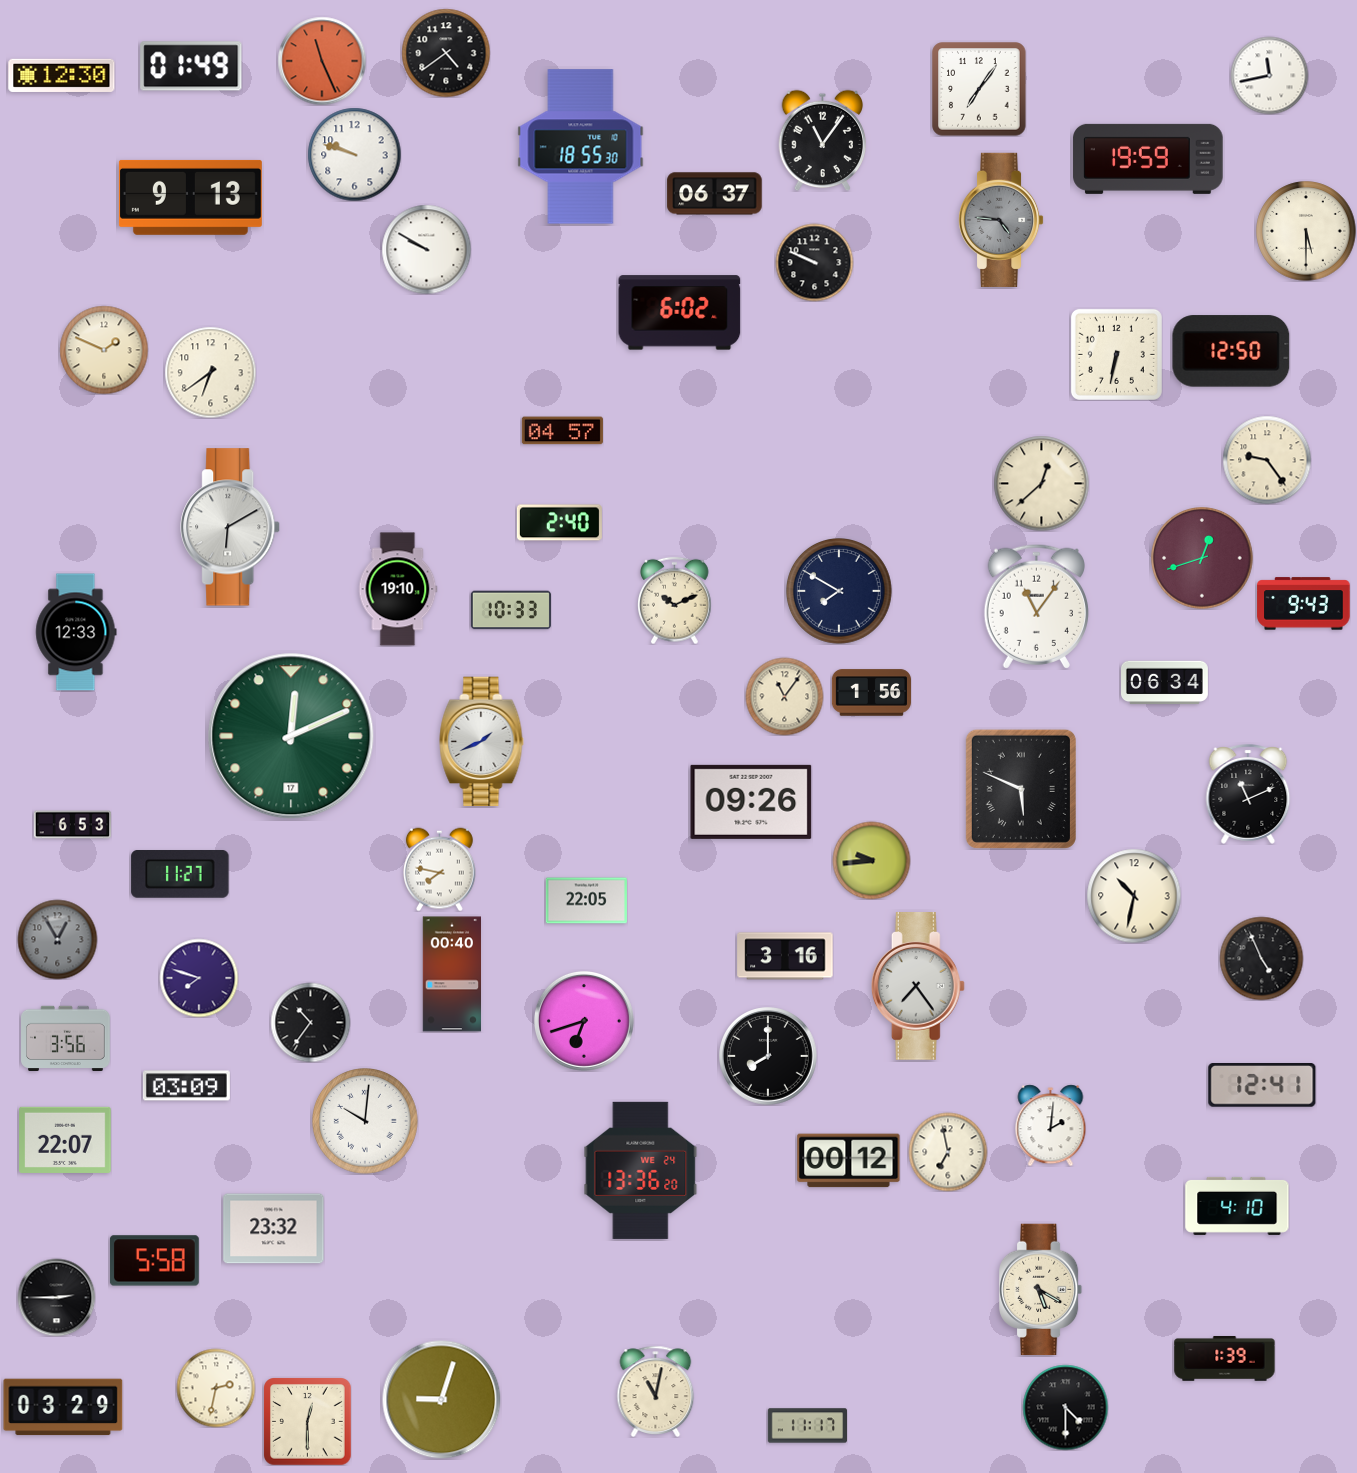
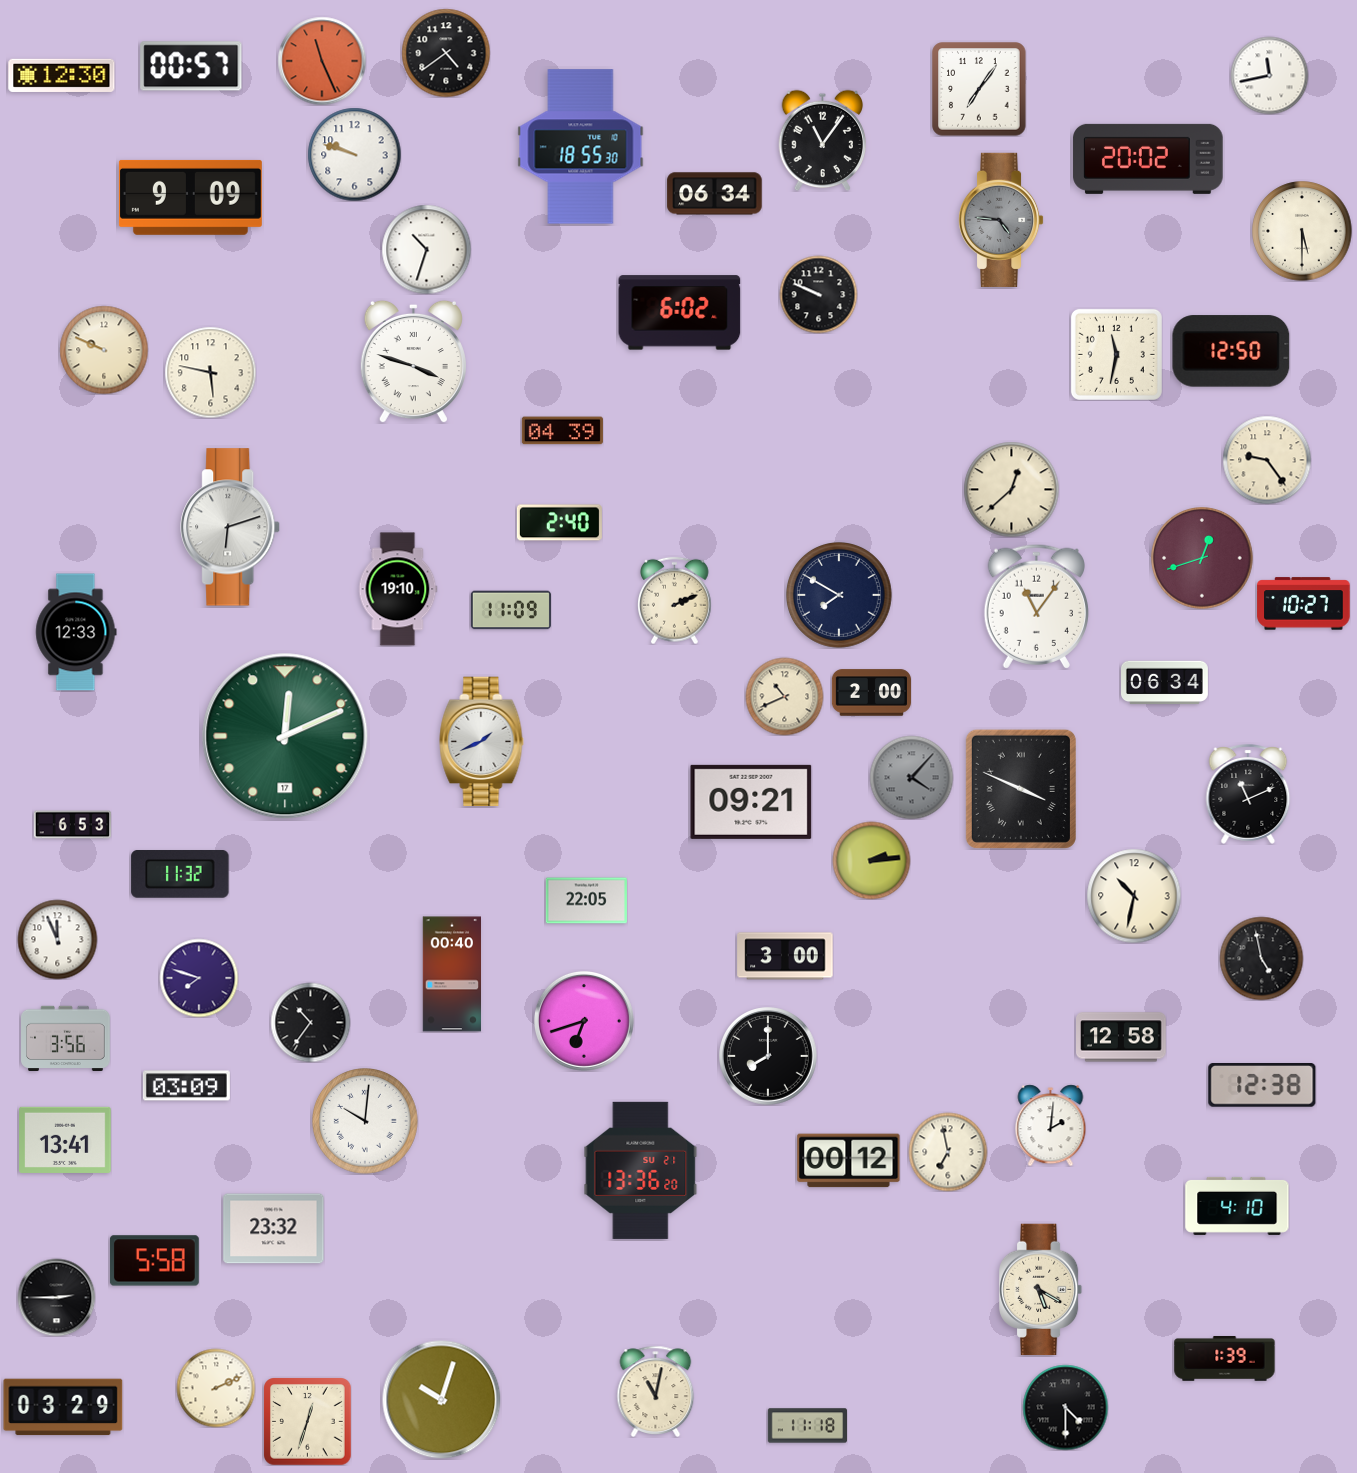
clock at (191, 66): 01:49 -> 00:57
clock at (1148, 159): 19:59 -> 20:02
clock at (715, 194): 06:37 -> 06:34
clock at (190, 197): 9:13 -> 9:09
clock at (1306, 231) position: (1306, 231) -> (1302, 231)
clock at (426, 249): 9:50 -> 10:33
clock at (814, 262) position: (814, 262) -> (818, 294)
clock at (104, 350): 1:49 -> 9:49
clock at (1116, 354): 6:32 -> 11:32
clock at (413, 361): none -> 3:48
clock at (210, 372): 6:39 -> 5:47
clock at (562, 431): 04:57 -> 04:39
clock at (1041, 483) position: (1041, 483) -> (1011, 489)
clock at (231, 527): 6:10 -> 6:12
clock at (840, 592) position: (840, 592) -> (840, 596)
clock at (675, 600): 10:11 -> 2:11
clock at (1304, 604): 9:43 -> 10:27
clock at (511, 610): 10:33 -> 11:09
clock at (871, 693): 1:56 -> 2:00
clock at (784, 696): 11:06 -> 10:41
clock at (291, 736) position: (291, 736) -> (285, 736)
clock at (911, 777): none -> 4:07
clock at (1021, 789): 5:49 -> 3:49
clock at (751, 802): 09:26 -> 09:21
clock at (871, 860): 9:44 -> 2:14
clock at (440, 869): 7:47 -> none
clock at (180, 875): 11:27 -> 11:32
clock at (57, 939): 12:55 -> 11:56
clock at (57, 939) dial: grey -> white
clock at (785, 956): 3:16 -> 3:00
clock at (1261, 958): 4:56 -> 4:58
clock at (918, 987): 7:24 -> none
clock at (1122, 1037): none -> 12:58
clock at (1262, 1086): 12:41 -> 12:38
clock at (65, 1140): 22:07 -> 13:41
clock at (641, 1170) date: WE 24 -> SU 21
clock at (216, 1388): 2:32 -> 2:11
clock at (442, 1400): 9:03 -> 10:03
clock at (307, 1421): 12:30 -> 12:33
clock at (807, 1426): 11:17 -> 11:18
